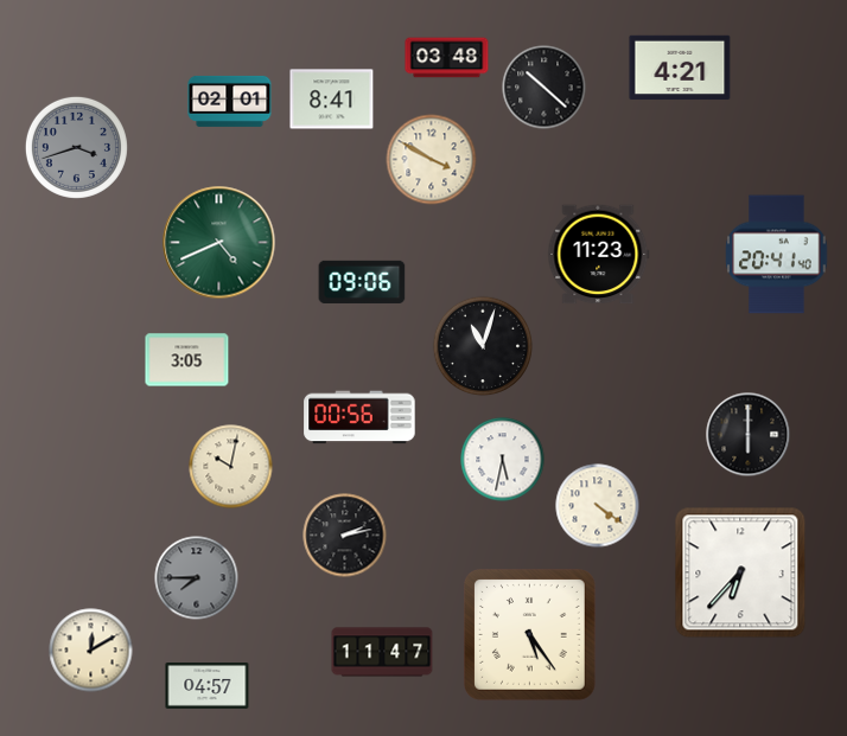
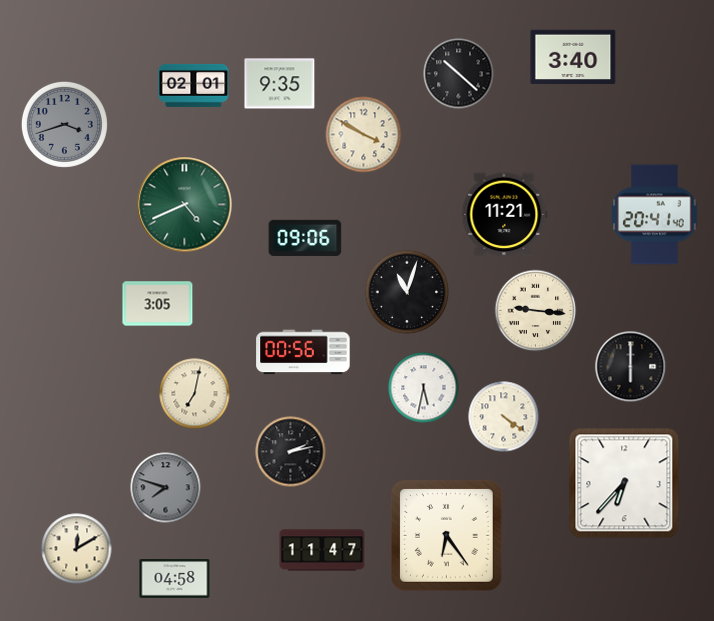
clock at (447, 58): 03:48 -> none
clock at (680, 68): 4:21 -> 3:40
clock at (332, 100): 8:41 -> 9:35
clock at (599, 255): 11:23 -> 11:21
clock at (536, 311): none -> 9:16
clock at (231, 467): 10:02 -> 7:02
clock at (598, 506) position: (598, 506) -> (504, 417)
clock at (197, 578): 7:45 -> 7:48
clock at (530, 635): 5:24 -> 6:24
clock at (208, 686): 04:57 -> 04:58
